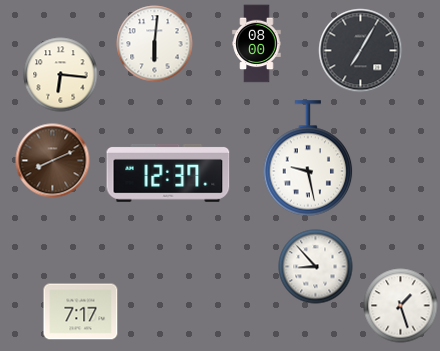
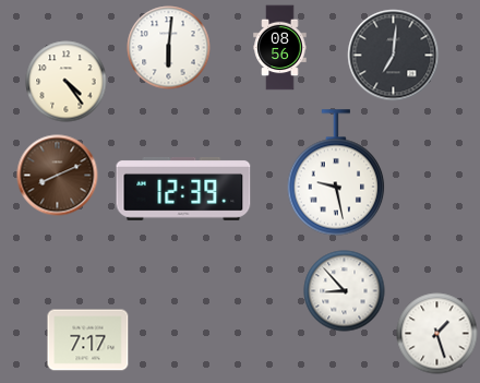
clock at (257, 44): 08:00 -> 08:56
clock at (361, 51): 7:05 -> 7:01
clock at (61, 75): 6:16 -> 4:24
clock at (168, 173): 12:37 -> 12:39
